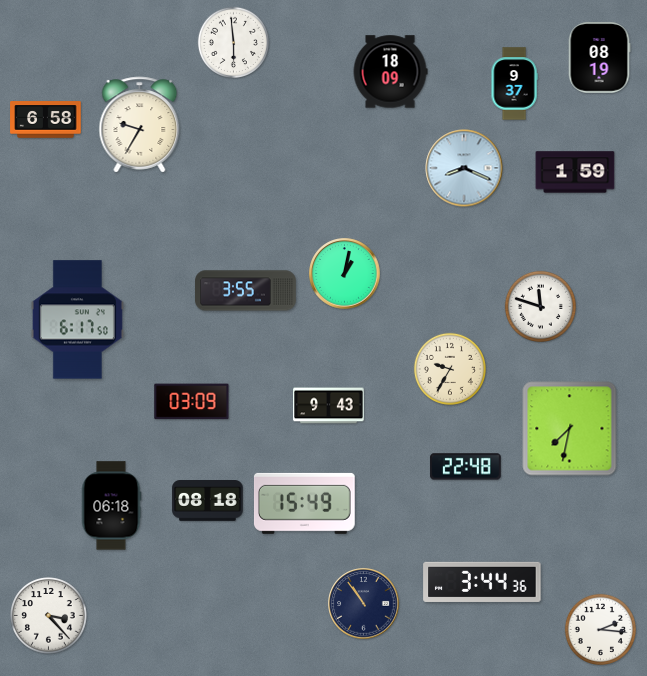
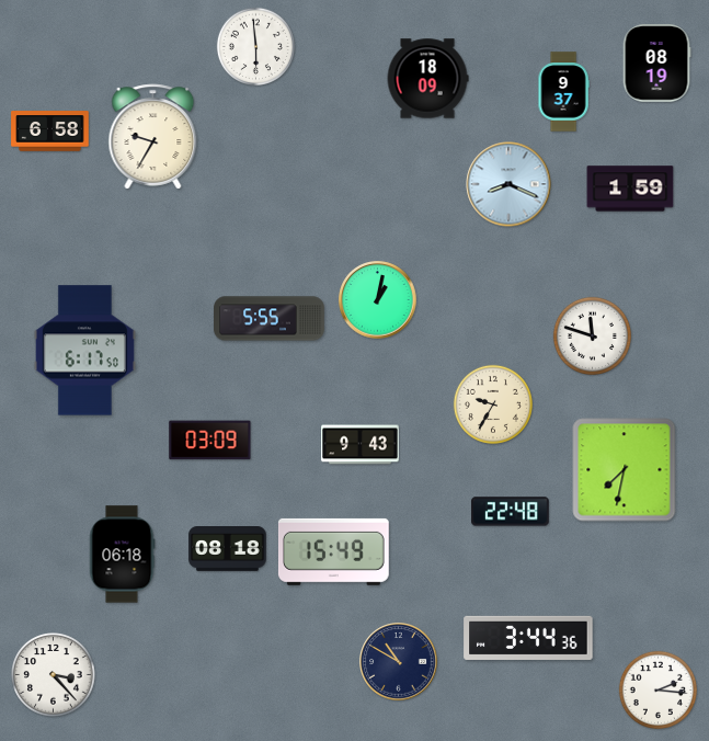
clock at (246, 291): 3:55 -> 5:55
clock at (364, 604): 10:54 -> 10:50
